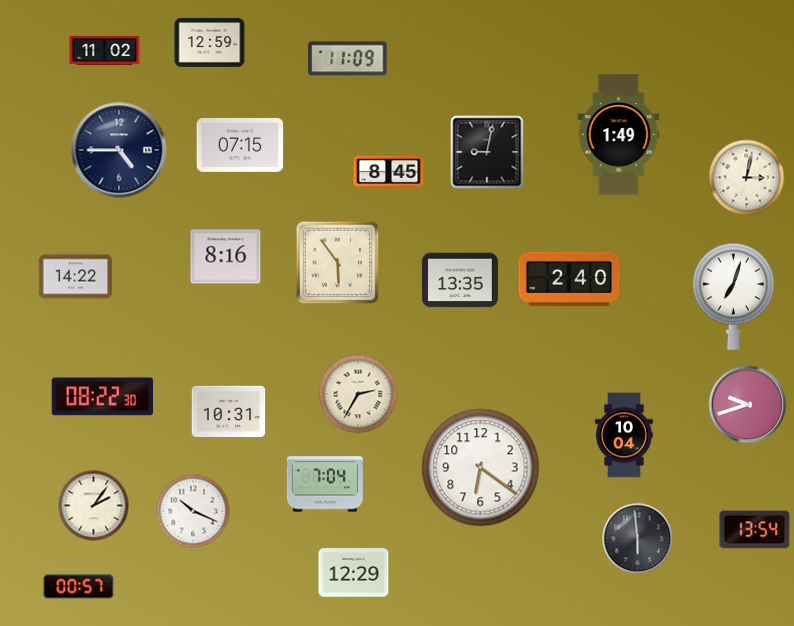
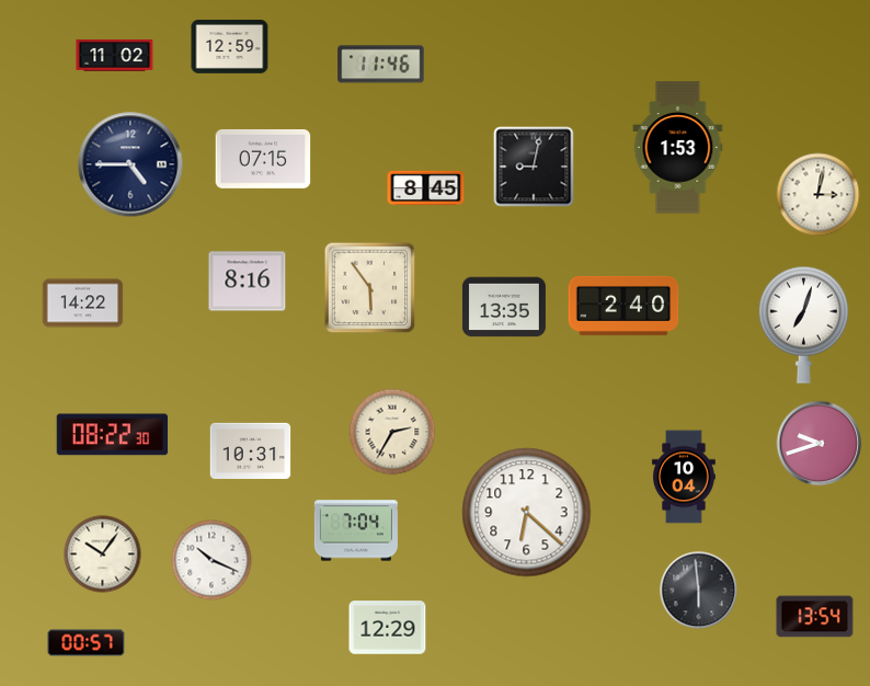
clock at (348, 59): 11:09 -> 11:46
clock at (619, 135): 1:49 -> 1:53
clock at (481, 468): 6:21 -> 6:22
clock at (94, 506): 2:06 -> 10:06
clock at (755, 530) position: (755, 530) -> (815, 617)
